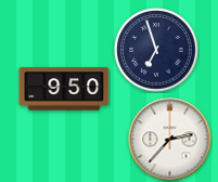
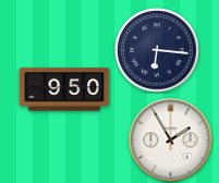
clock at (156, 50): 6:57 -> 6:16
clock at (170, 140): 2:37 -> 1:55
